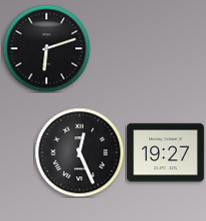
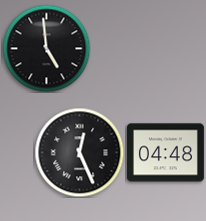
clock at (46, 48): 6:12 -> 4:59
clock at (165, 153): 19:27 -> 04:48
